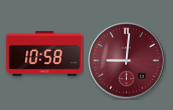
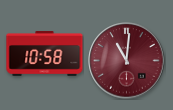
clock at (127, 61): 9:01 -> 11:01
